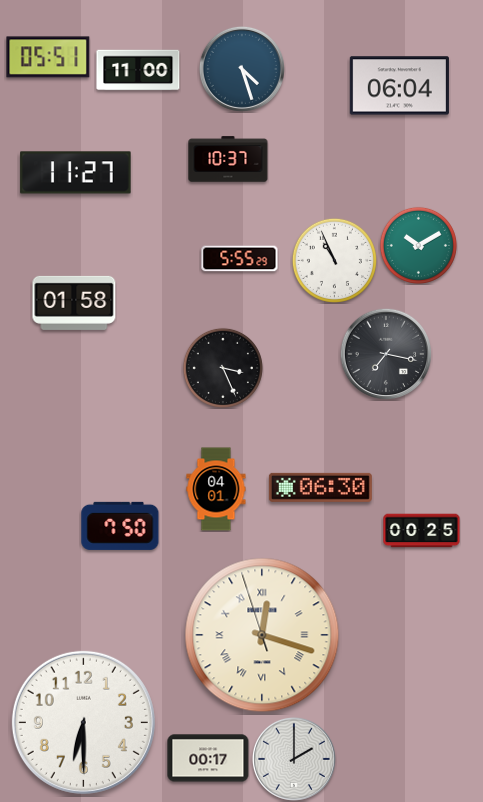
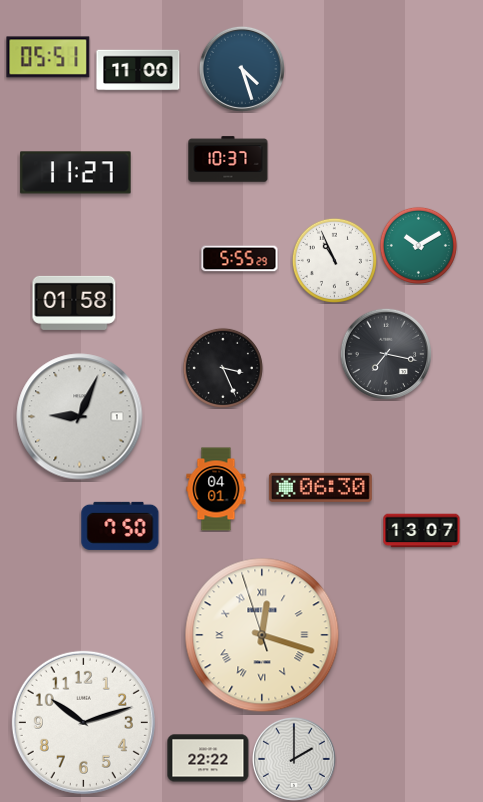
clock at (399, 86): 06:04 -> none
clock at (80, 417): none -> 9:04
clock at (422, 531): 00:25 -> 13:07
clock at (83, 722): 6:30 -> 10:12
clock at (208, 758): 00:17 -> 22:22
